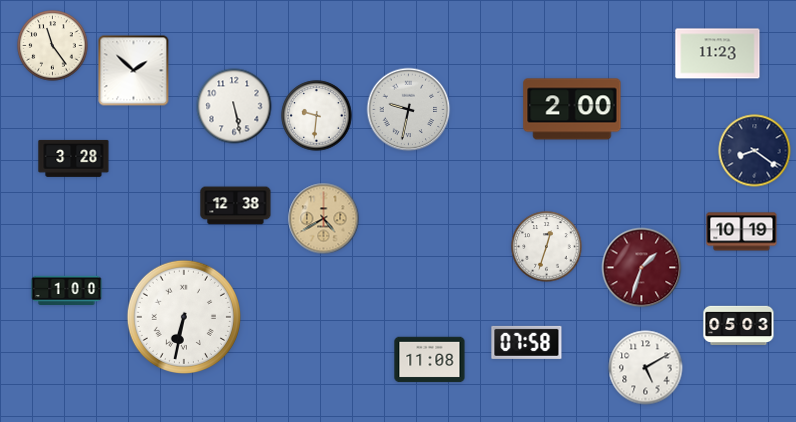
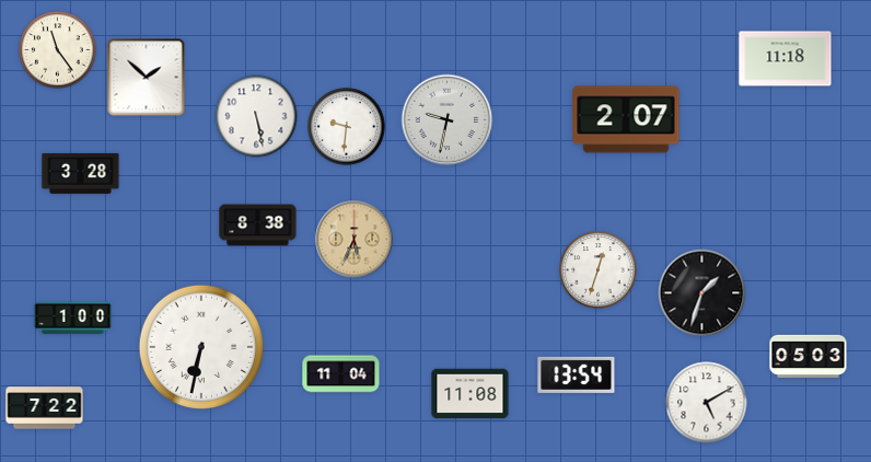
clock at (718, 54): 11:23 -> 11:18
clock at (572, 109): 2:00 -> 2:07
clock at (755, 151): 8:21 -> none
clock at (236, 206): 12:38 -> 8:38
clock at (324, 219): 4:40 -> 5:34
clock at (742, 232): 10:19 -> none
clock at (642, 268) dial: burgundy -> black
clock at (341, 374): none -> 11:04
clock at (527, 342): 07:58 -> 13:54
clock at (45, 408): none -> 7:22
